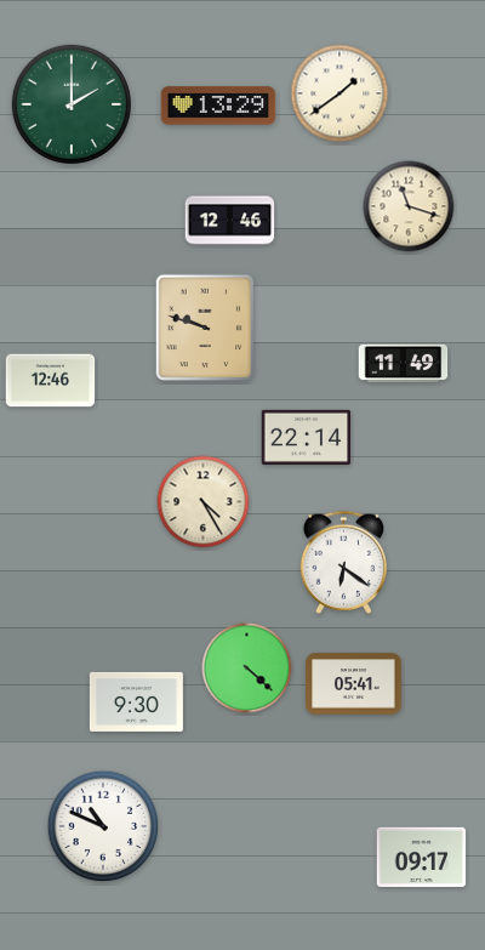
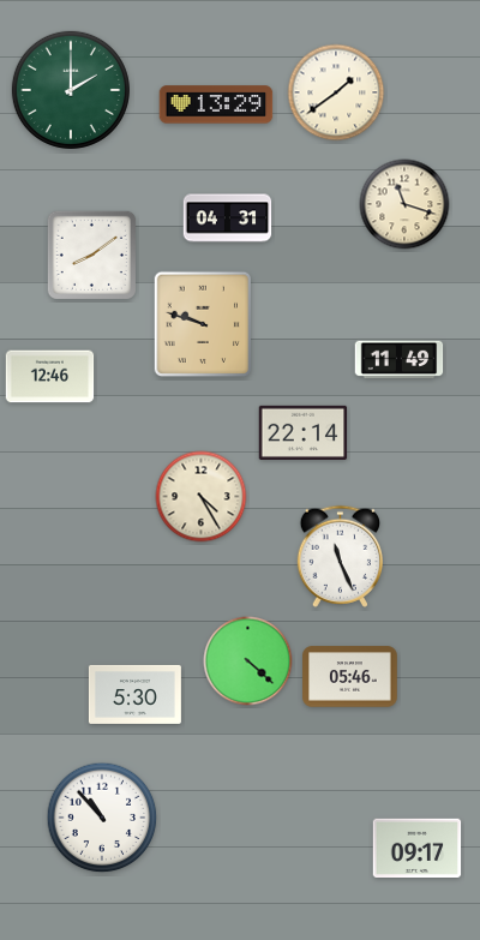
clock at (72, 104) position: (72, 104) -> (71, 90)
clock at (230, 221): 12:46 -> 04:31
clock at (91, 255): none -> 8:09
clock at (343, 562): 6:21 -> 11:26
clock at (247, 669) position: (247, 669) -> (248, 661)
clock at (354, 684): 05:41 -> 05:46
clock at (136, 701): 9:30 -> 5:30
clock at (103, 826): 10:49 -> 10:53
